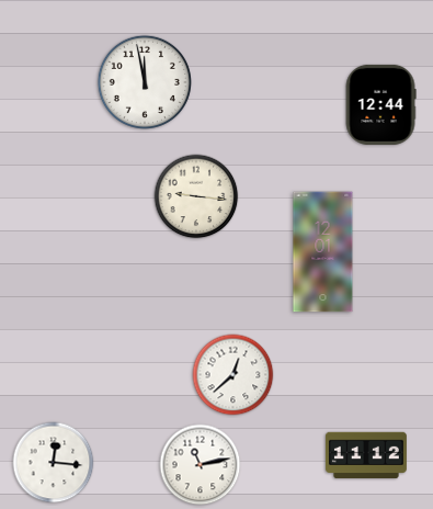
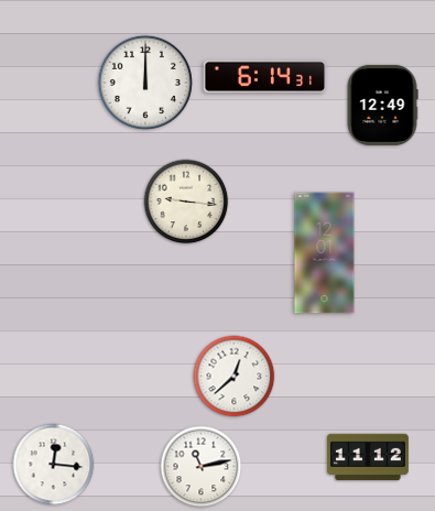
clock at (265, 77): none -> 6:14
clock at (145, 82): 11:58 -> 12:00
clock at (380, 104): 12:44 -> 12:49
clock at (196, 196) position: (196, 196) -> (186, 202)
